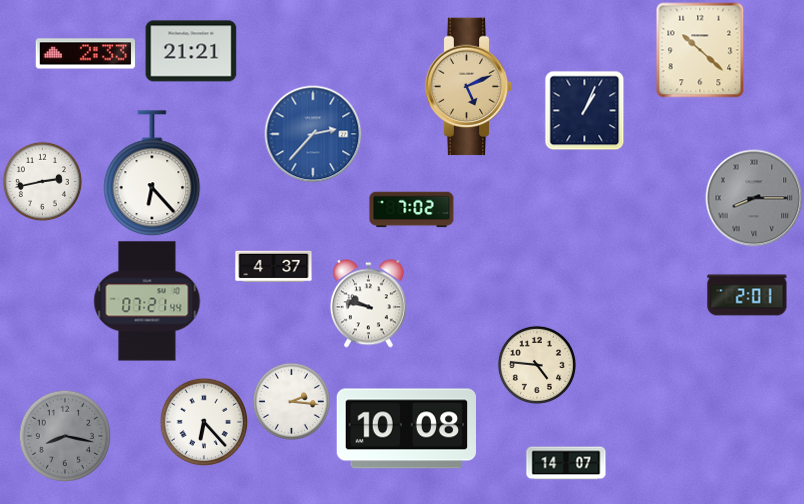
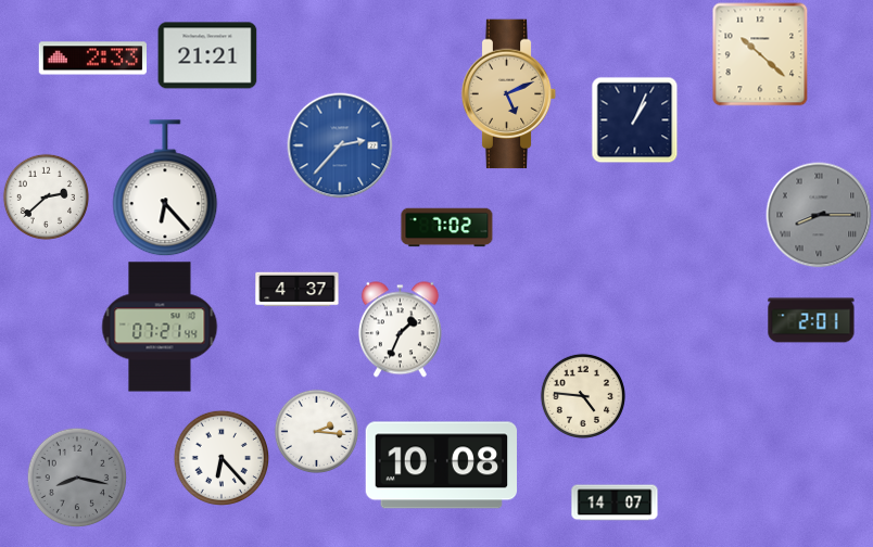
clock at (42, 181): 2:43 -> 2:38
clock at (368, 304): 9:47 -> 1:34
clock at (291, 401) position: (291, 401) -> (316, 431)
clock at (65, 436) position: (65, 436) -> (77, 478)
